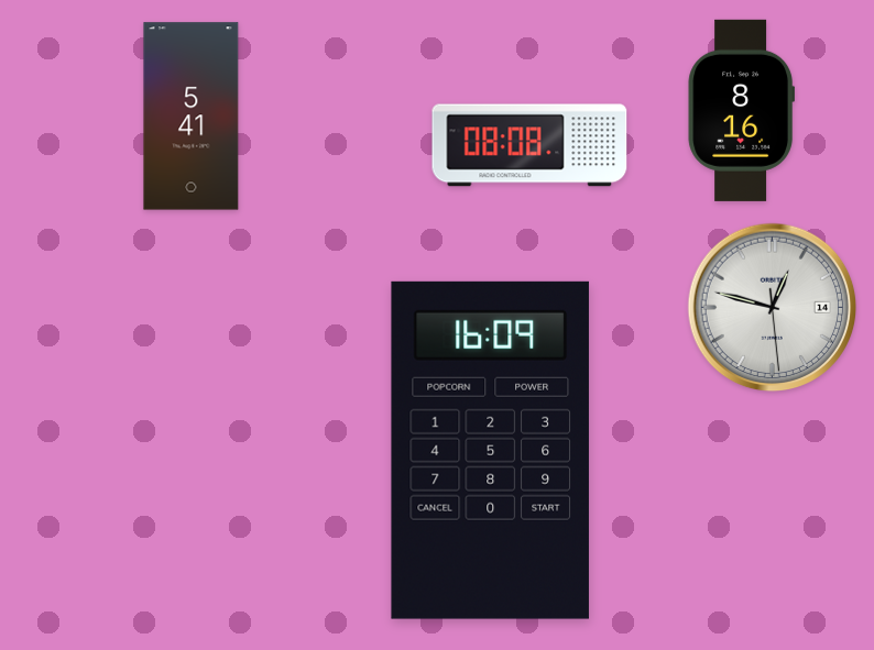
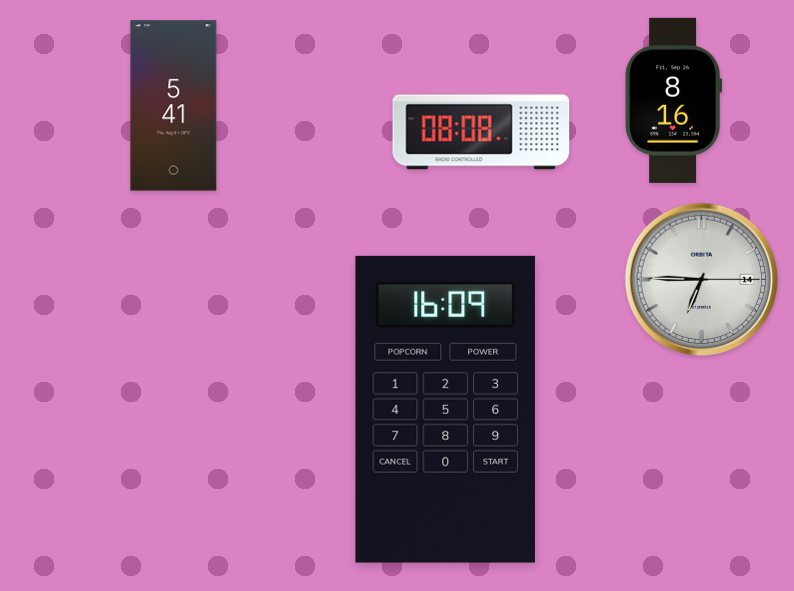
clock at (773, 308): 12:47 -> 6:45
